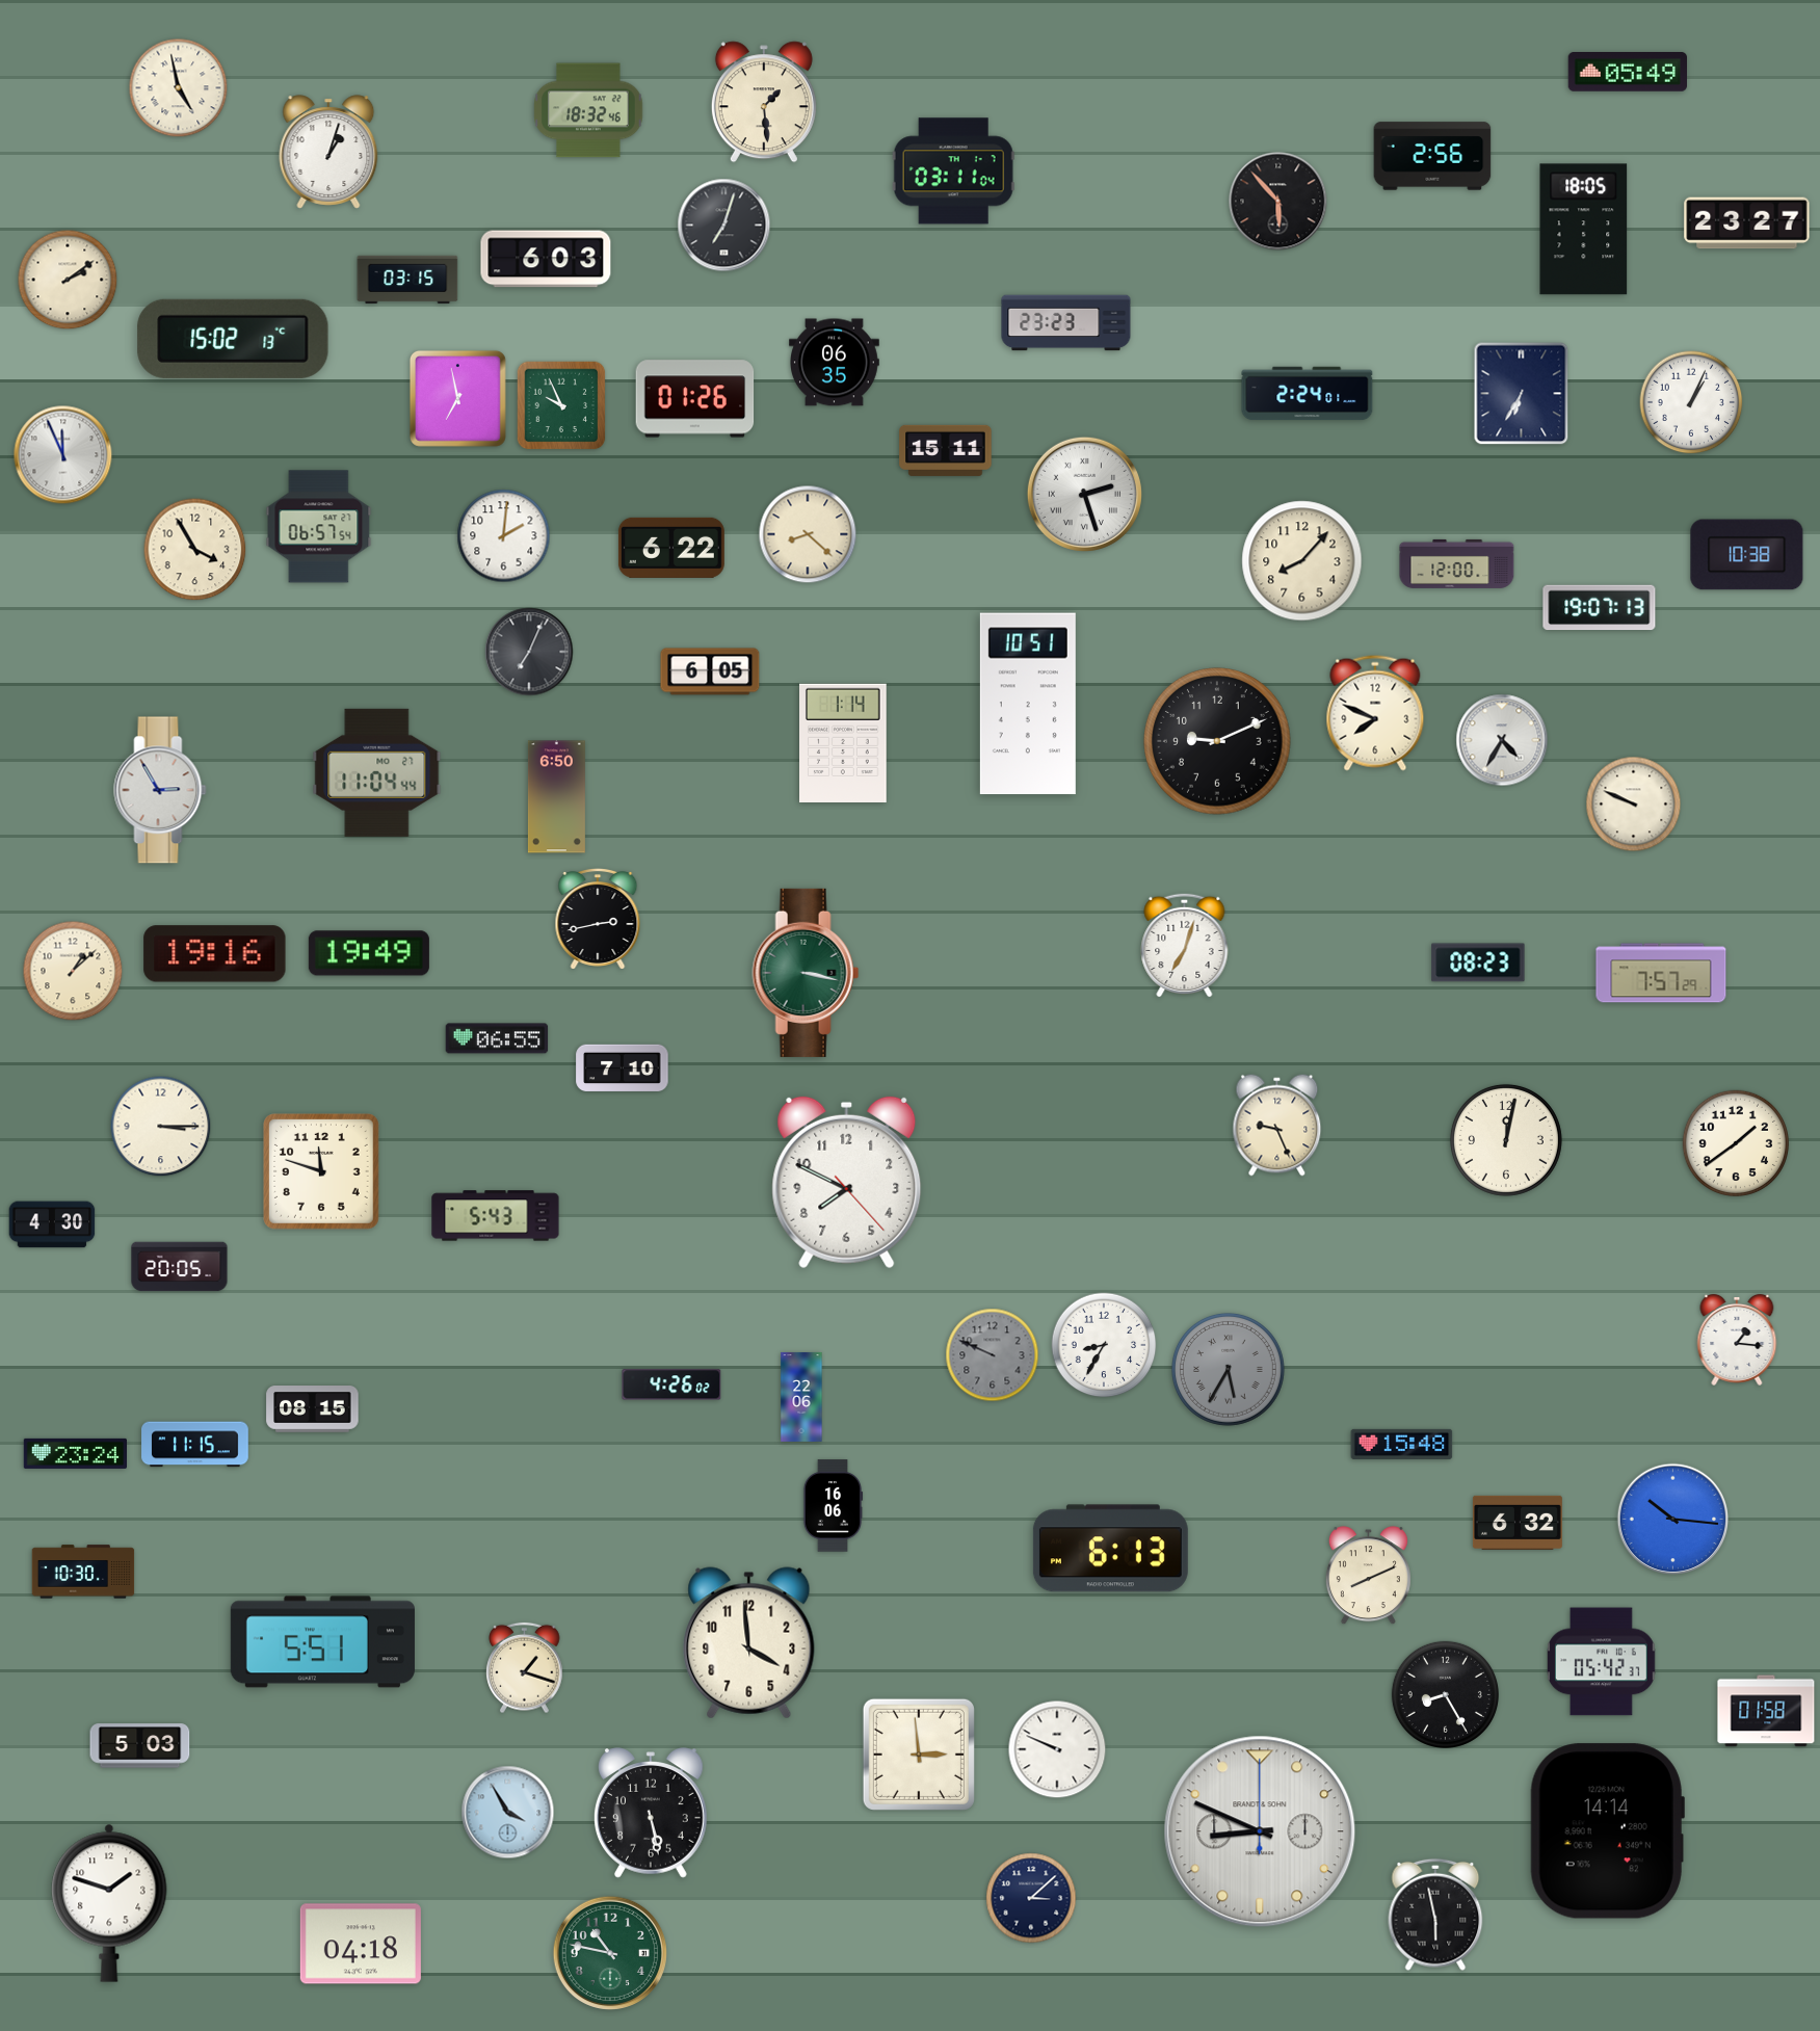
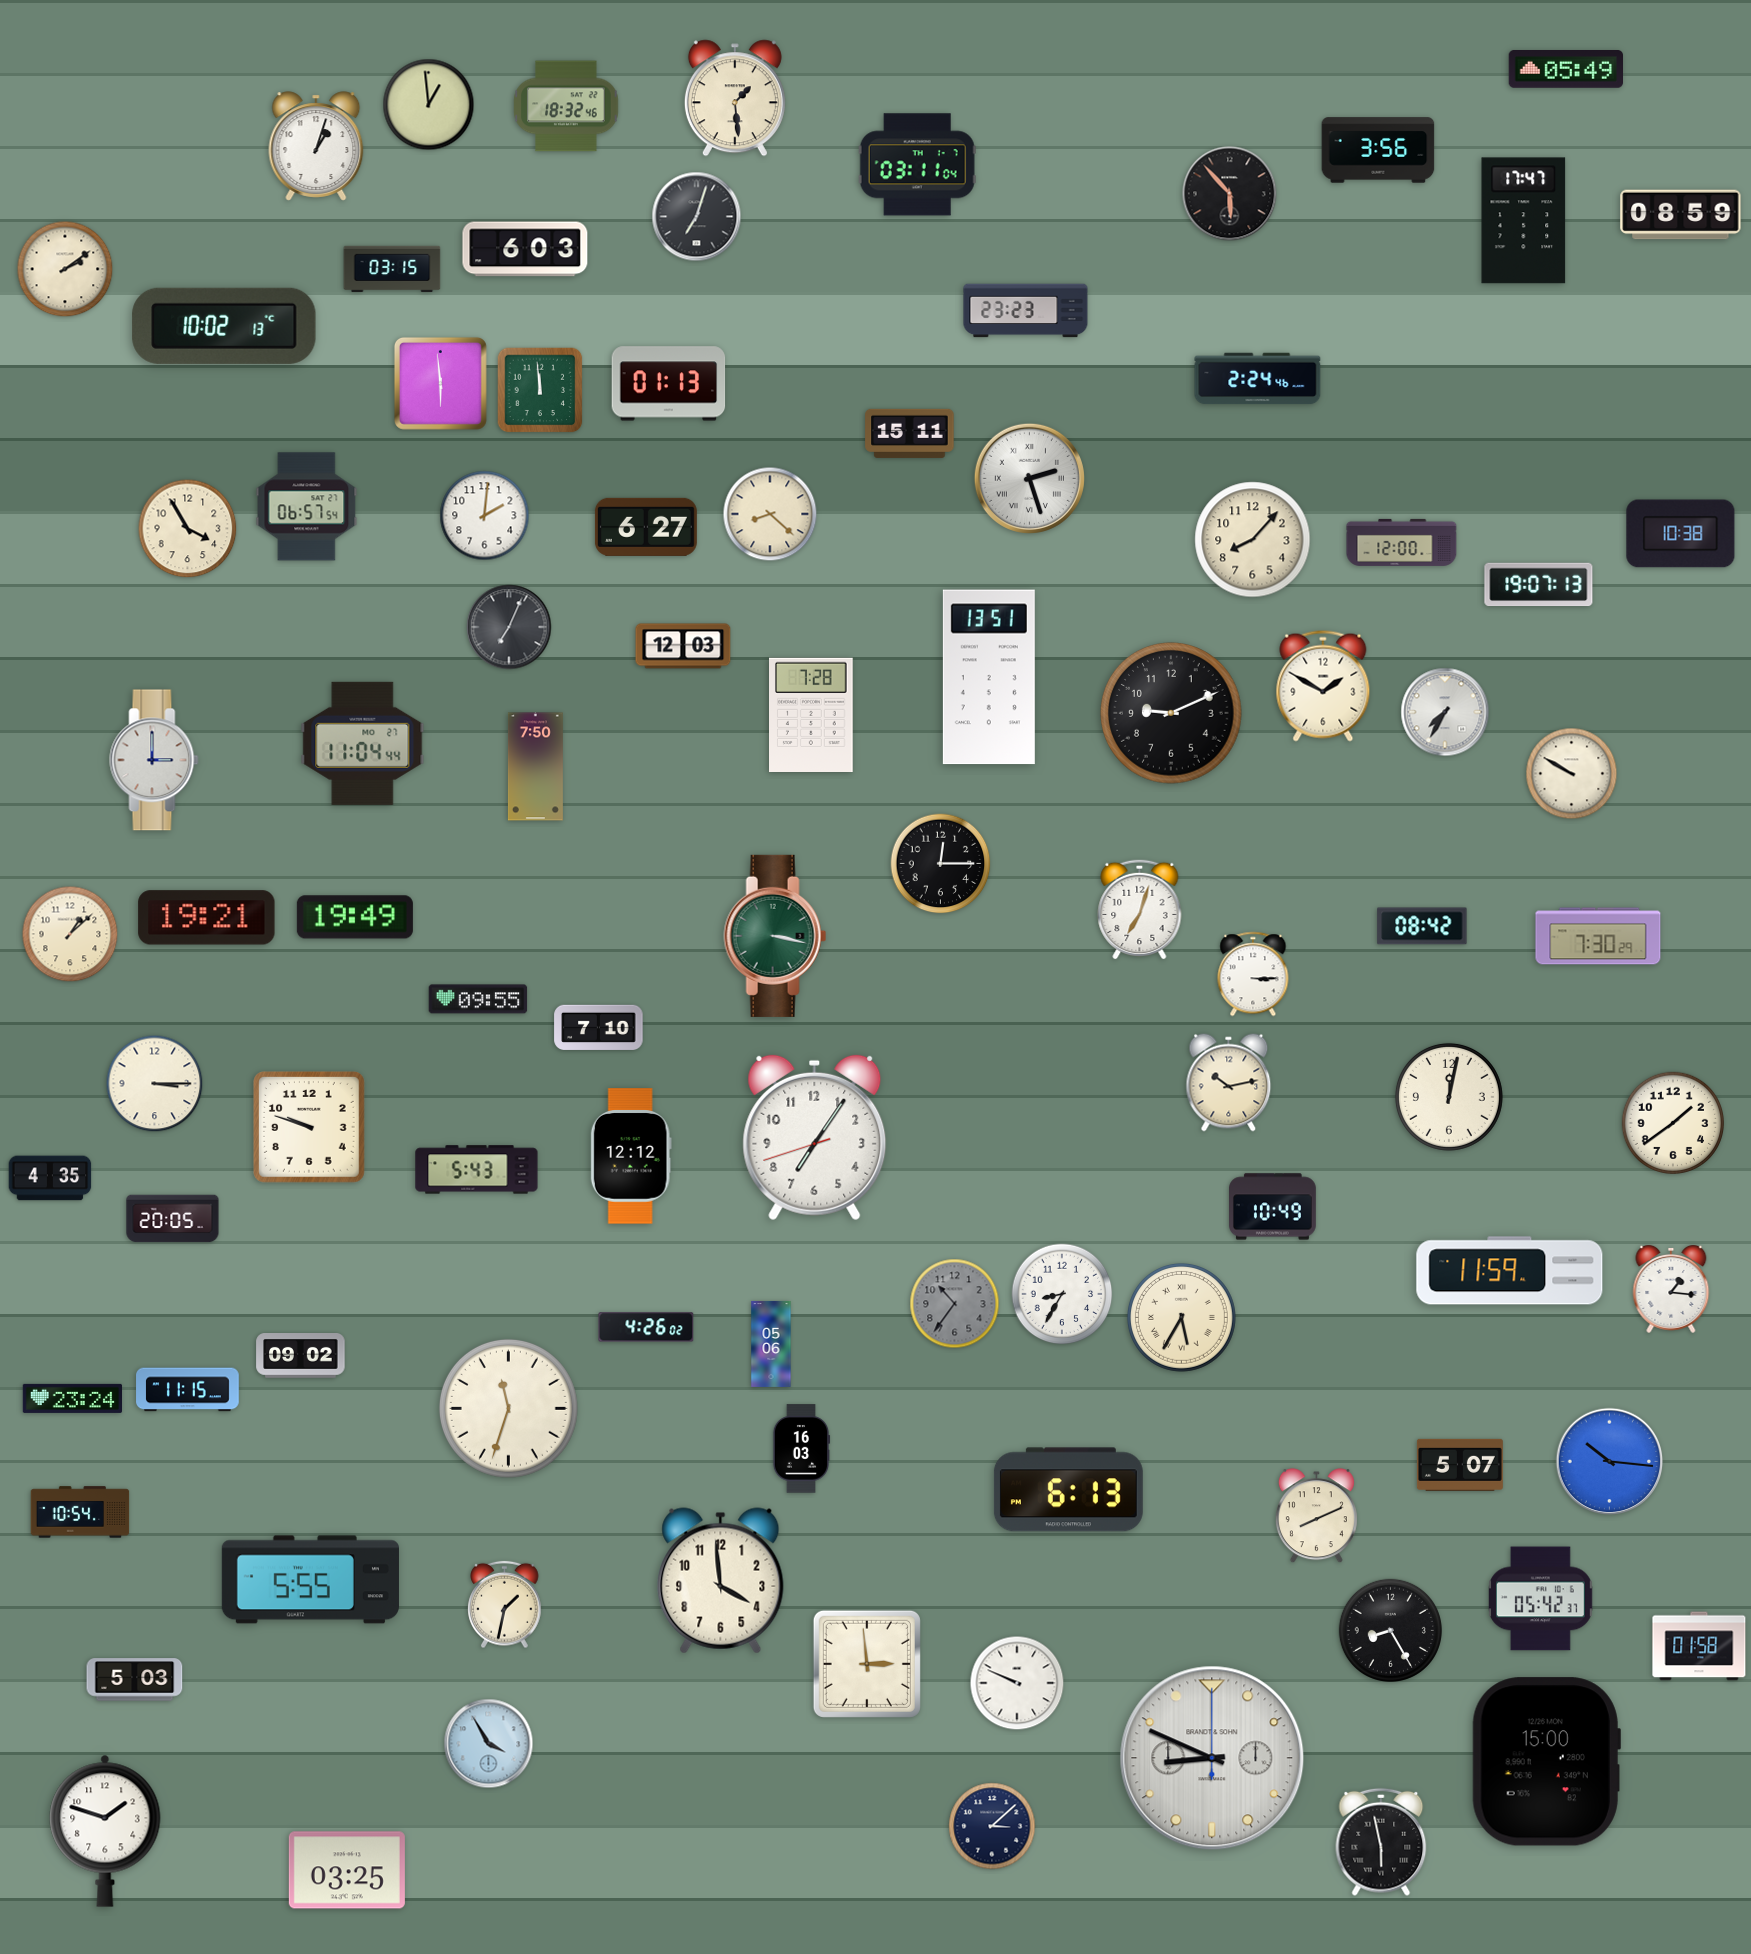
clock at (179, 88): 4:58 -> none
clock at (429, 105): none -> 12:59
clock at (1432, 156): 2:56 -> 3:56
clock at (1747, 223): 23:27 -> 08:59
clock at (1584, 230): 18:05 -> 17:47
clock at (233, 339): 15:02 -> 10:02
clock at (835, 363): 06:35 -> none
clock at (1308, 394): 2:24:01 -> 2:24:46
clock at (1522, 394): 6:35 -> none
clock at (457, 398): 6:58 -> 5:59
clock at (695, 399): 01:26 -> 01:13
clock at (1691, 402): 1:04 -> none
clock at (561, 405): 9:56 -> 11:59
clock at (63, 455): 11:56 -> none
clock at (1084, 494) position: (1084, 494) -> (1029, 478)
clock at (808, 534) position: (808, 534) -> (770, 514)
clock at (671, 548): 6:22 -> 6:27
clock at (710, 671): 6:05 -> 12:03
clock at (1028, 704): 10:51 -> 13:51
clock at (1375, 713): 7:49 -> 1:50
clock at (1502, 740): 4:35 -> 7:35
clock at (844, 742): 1:14 -> 7:28
clock at (160, 790): 2:55 -> 3:00
clock at (556, 797): 6:50 -> 7:50
clock at (1634, 805): 9:49 -> 9:50
clock at (941, 864): none -> 12:15
clock at (598, 919): 2:43 -> none
clock at (215, 954): 19:16 -> 19:21
clock at (1478, 962): 08:23 -> 08:42
clock at (1661, 973): 7:57 -> 7:30
clock at (1253, 974): none -> 3:15
clock at (497, 1038): 06:55 -> 09:55
clock at (1277, 1126): 9:26 -> 10:13
clock at (1735, 1142) position: (1735, 1142) -> (1672, 1122)
clock at (322, 1172): 11:48 -> 9:48
clock at (847, 1183): 7:49 -> 7:05
clock at (631, 1156): none -> 12:12
clock at (52, 1224): 4:30 -> 4:35
clock at (1273, 1207): none -> 10:49
clock at (1510, 1271): none -> 11:59
clock at (993, 1355): 9:49 -> 10:36
clock at (1228, 1369) dial: grey -> cream
clock at (671, 1384) position: (671, 1384) -> (646, 1327)
clock at (801, 1397): 22:06 -> 05:06
clock at (313, 1409): 08:15 -> 09:02
clock at (1402, 1444): 15:48 -> none
clock at (508, 1408): none -> 11:33
clock at (833, 1506): 16:06 -> 16:03
clock at (1518, 1523): 6:32 -> 5:07
clock at (83, 1572): 10:30 -> 10:54
clock at (322, 1642): 5:51 -> 5:55
clock at (525, 1668): 1:18 -> 1:32
clock at (919, 1755) position: (919, 1755) -> (867, 1664)
clock at (652, 1813): 5:28 -> none
clock at (1260, 1831) position: (1260, 1831) -> (1212, 1758)
clock at (1607, 1831): 14:14 -> 15:00
clock at (361, 1944): 04:18 -> 03:25
clock at (610, 1953): 10:47 -> none
